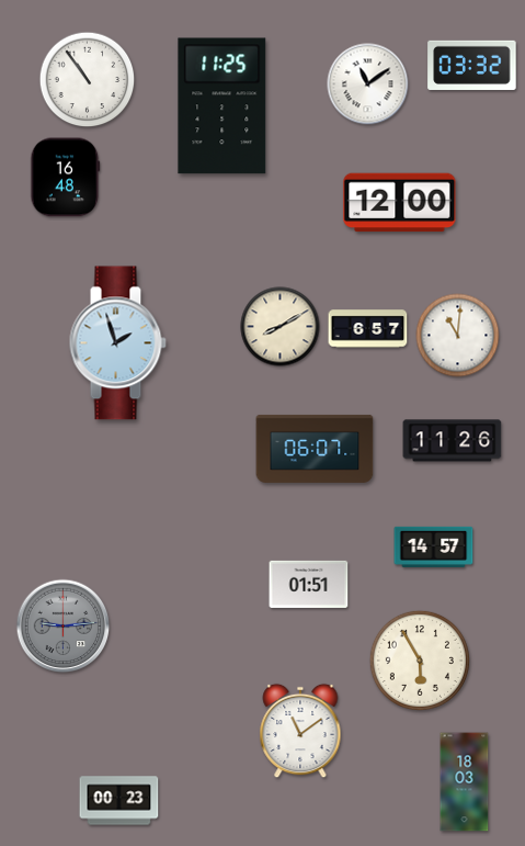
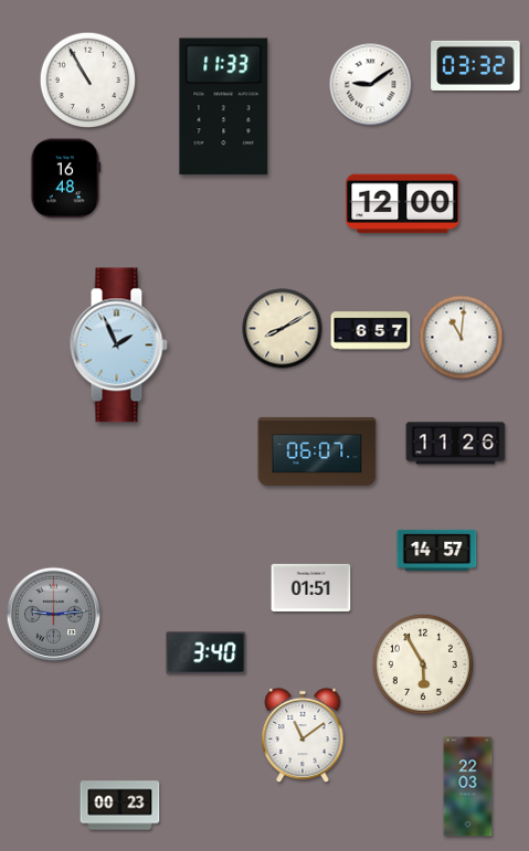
clock at (88, 80): 10:54 -> 10:55
clock at (368, 84): 11:09 -> 9:09
clock at (222, 106): 11:25 -> 11:33
clock at (117, 343): 1:57 -> 1:56
clock at (64, 627) position: (64, 627) -> (54, 615)
clock at (207, 653): none -> 3:40
clock at (465, 782): 18:03 -> 22:03
